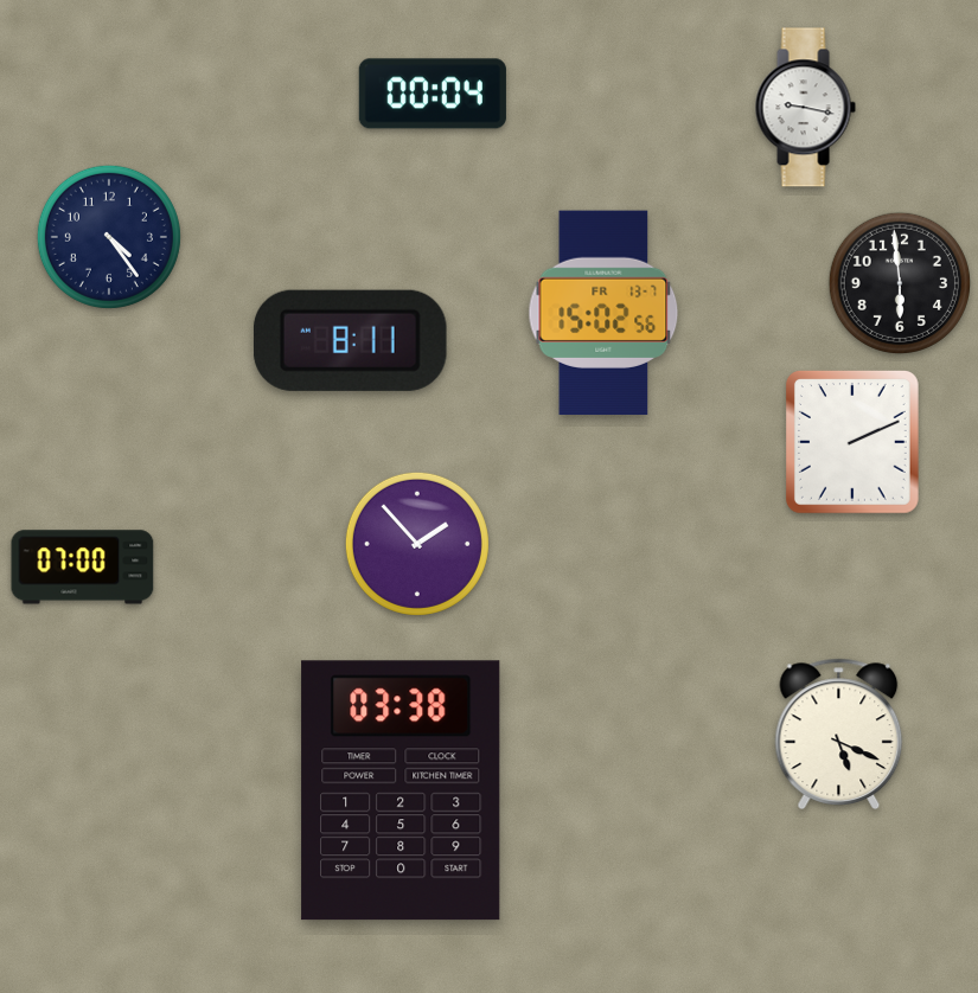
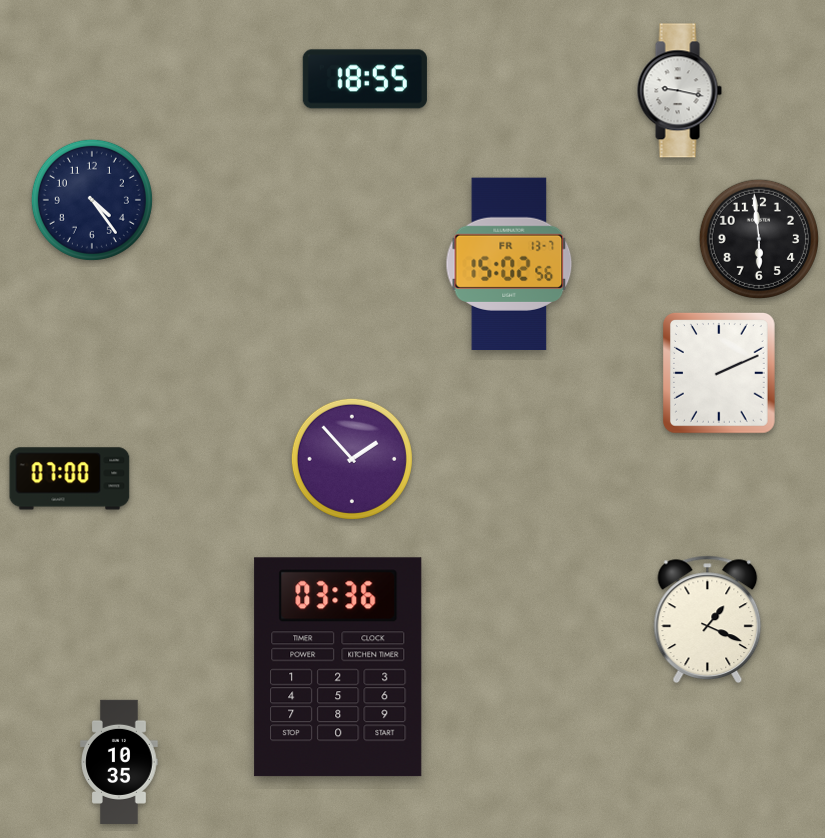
clock at (433, 94): 00:04 -> 18:55
clock at (350, 340): 8:11 -> none
clock at (839, 733): 5:19 -> 1:19
clock at (401, 790): 03:38 -> 03:36
clock at (119, 762): none -> 10:35
